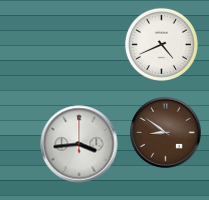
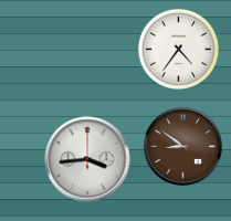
clock at (161, 44): 4:41 -> 4:36
